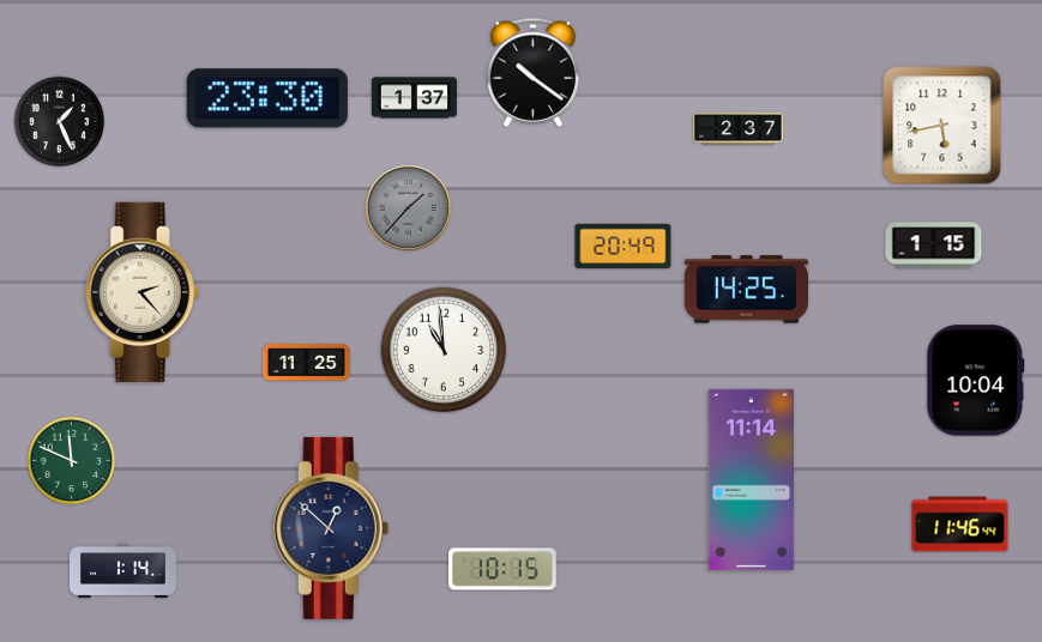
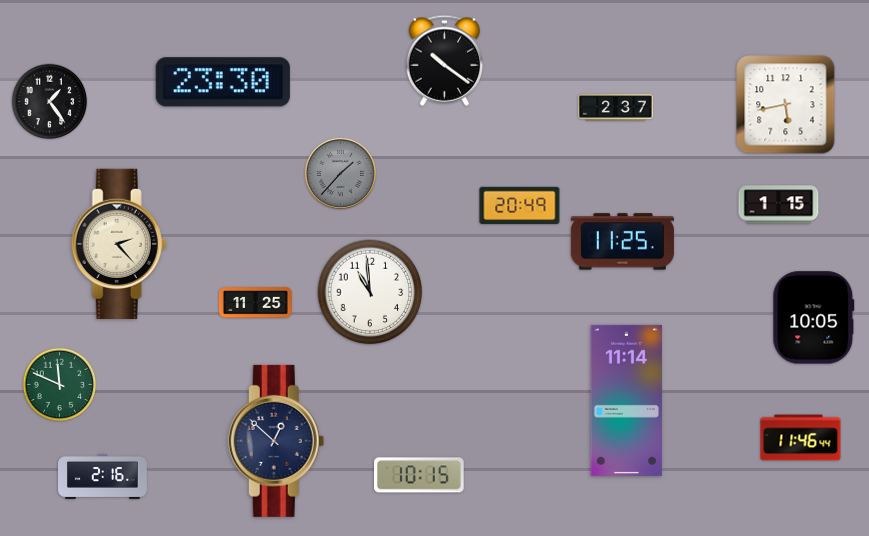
clock at (414, 98): 1:37 -> none
clock at (60, 122): 1:26 -> 1:24
clock at (746, 290): 14:25 -> 11:25
clock at (976, 381): 10:04 -> 10:05
clock at (124, 570): 1:14 -> 2:16
